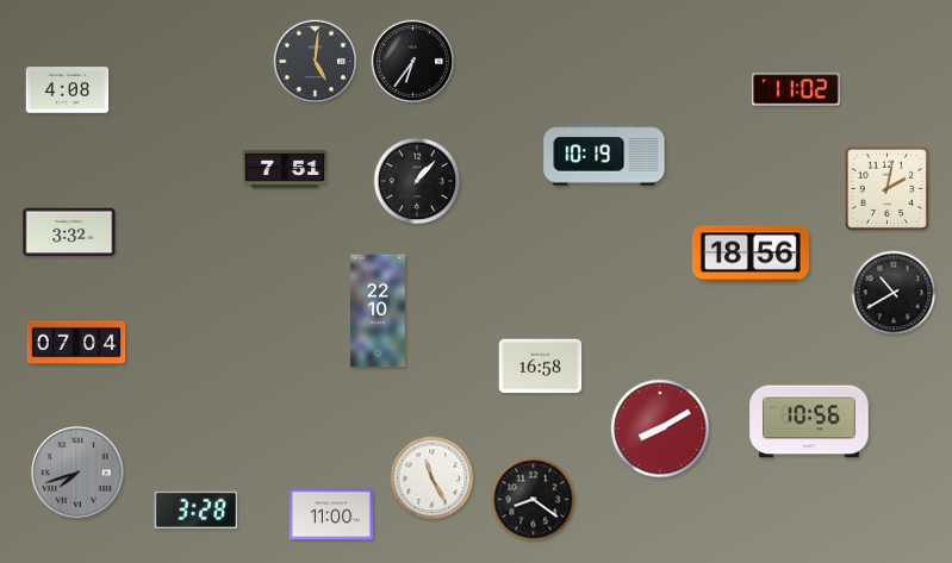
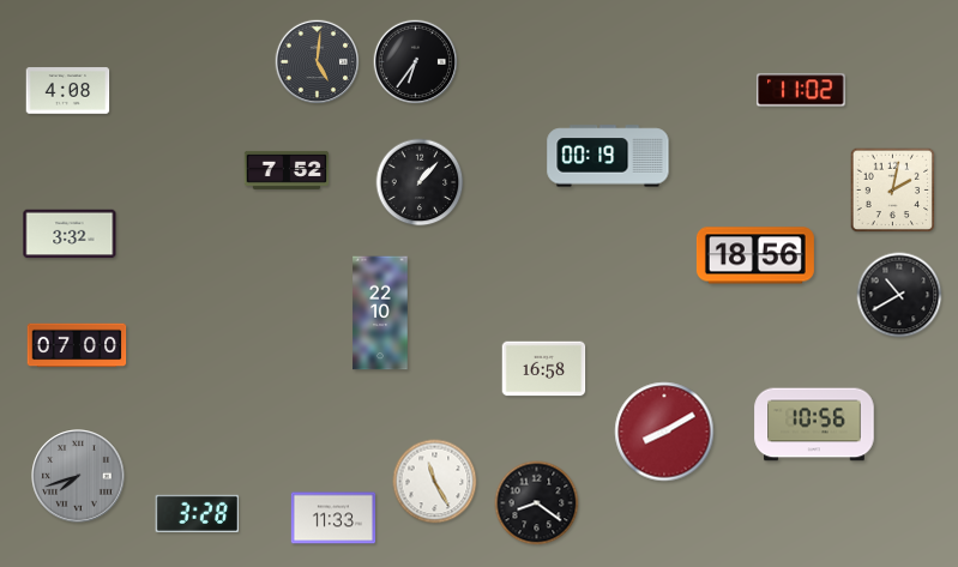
clock at (604, 155): 10:19 -> 00:19
clock at (285, 169): 7:51 -> 7:52
clock at (76, 343): 07:04 -> 07:00
clock at (331, 514): 11:00 -> 11:33
